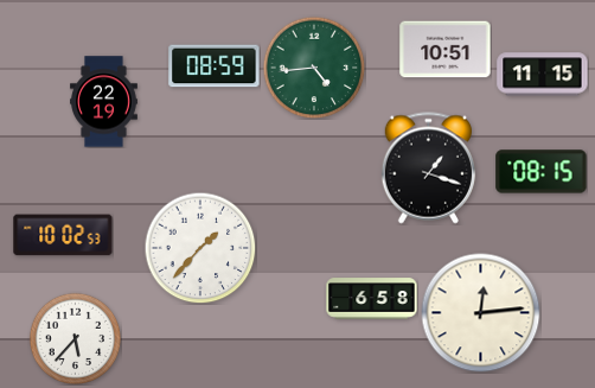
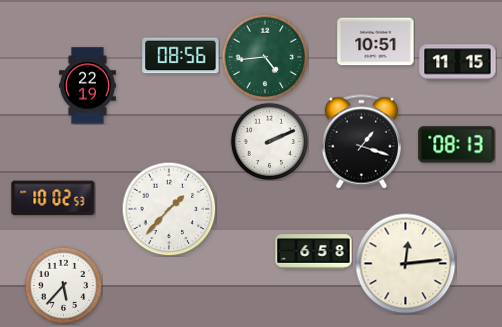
clock at (215, 66): 08:59 -> 08:56
clock at (269, 141): none -> 2:11
clock at (542, 172): 08:15 -> 08:13
